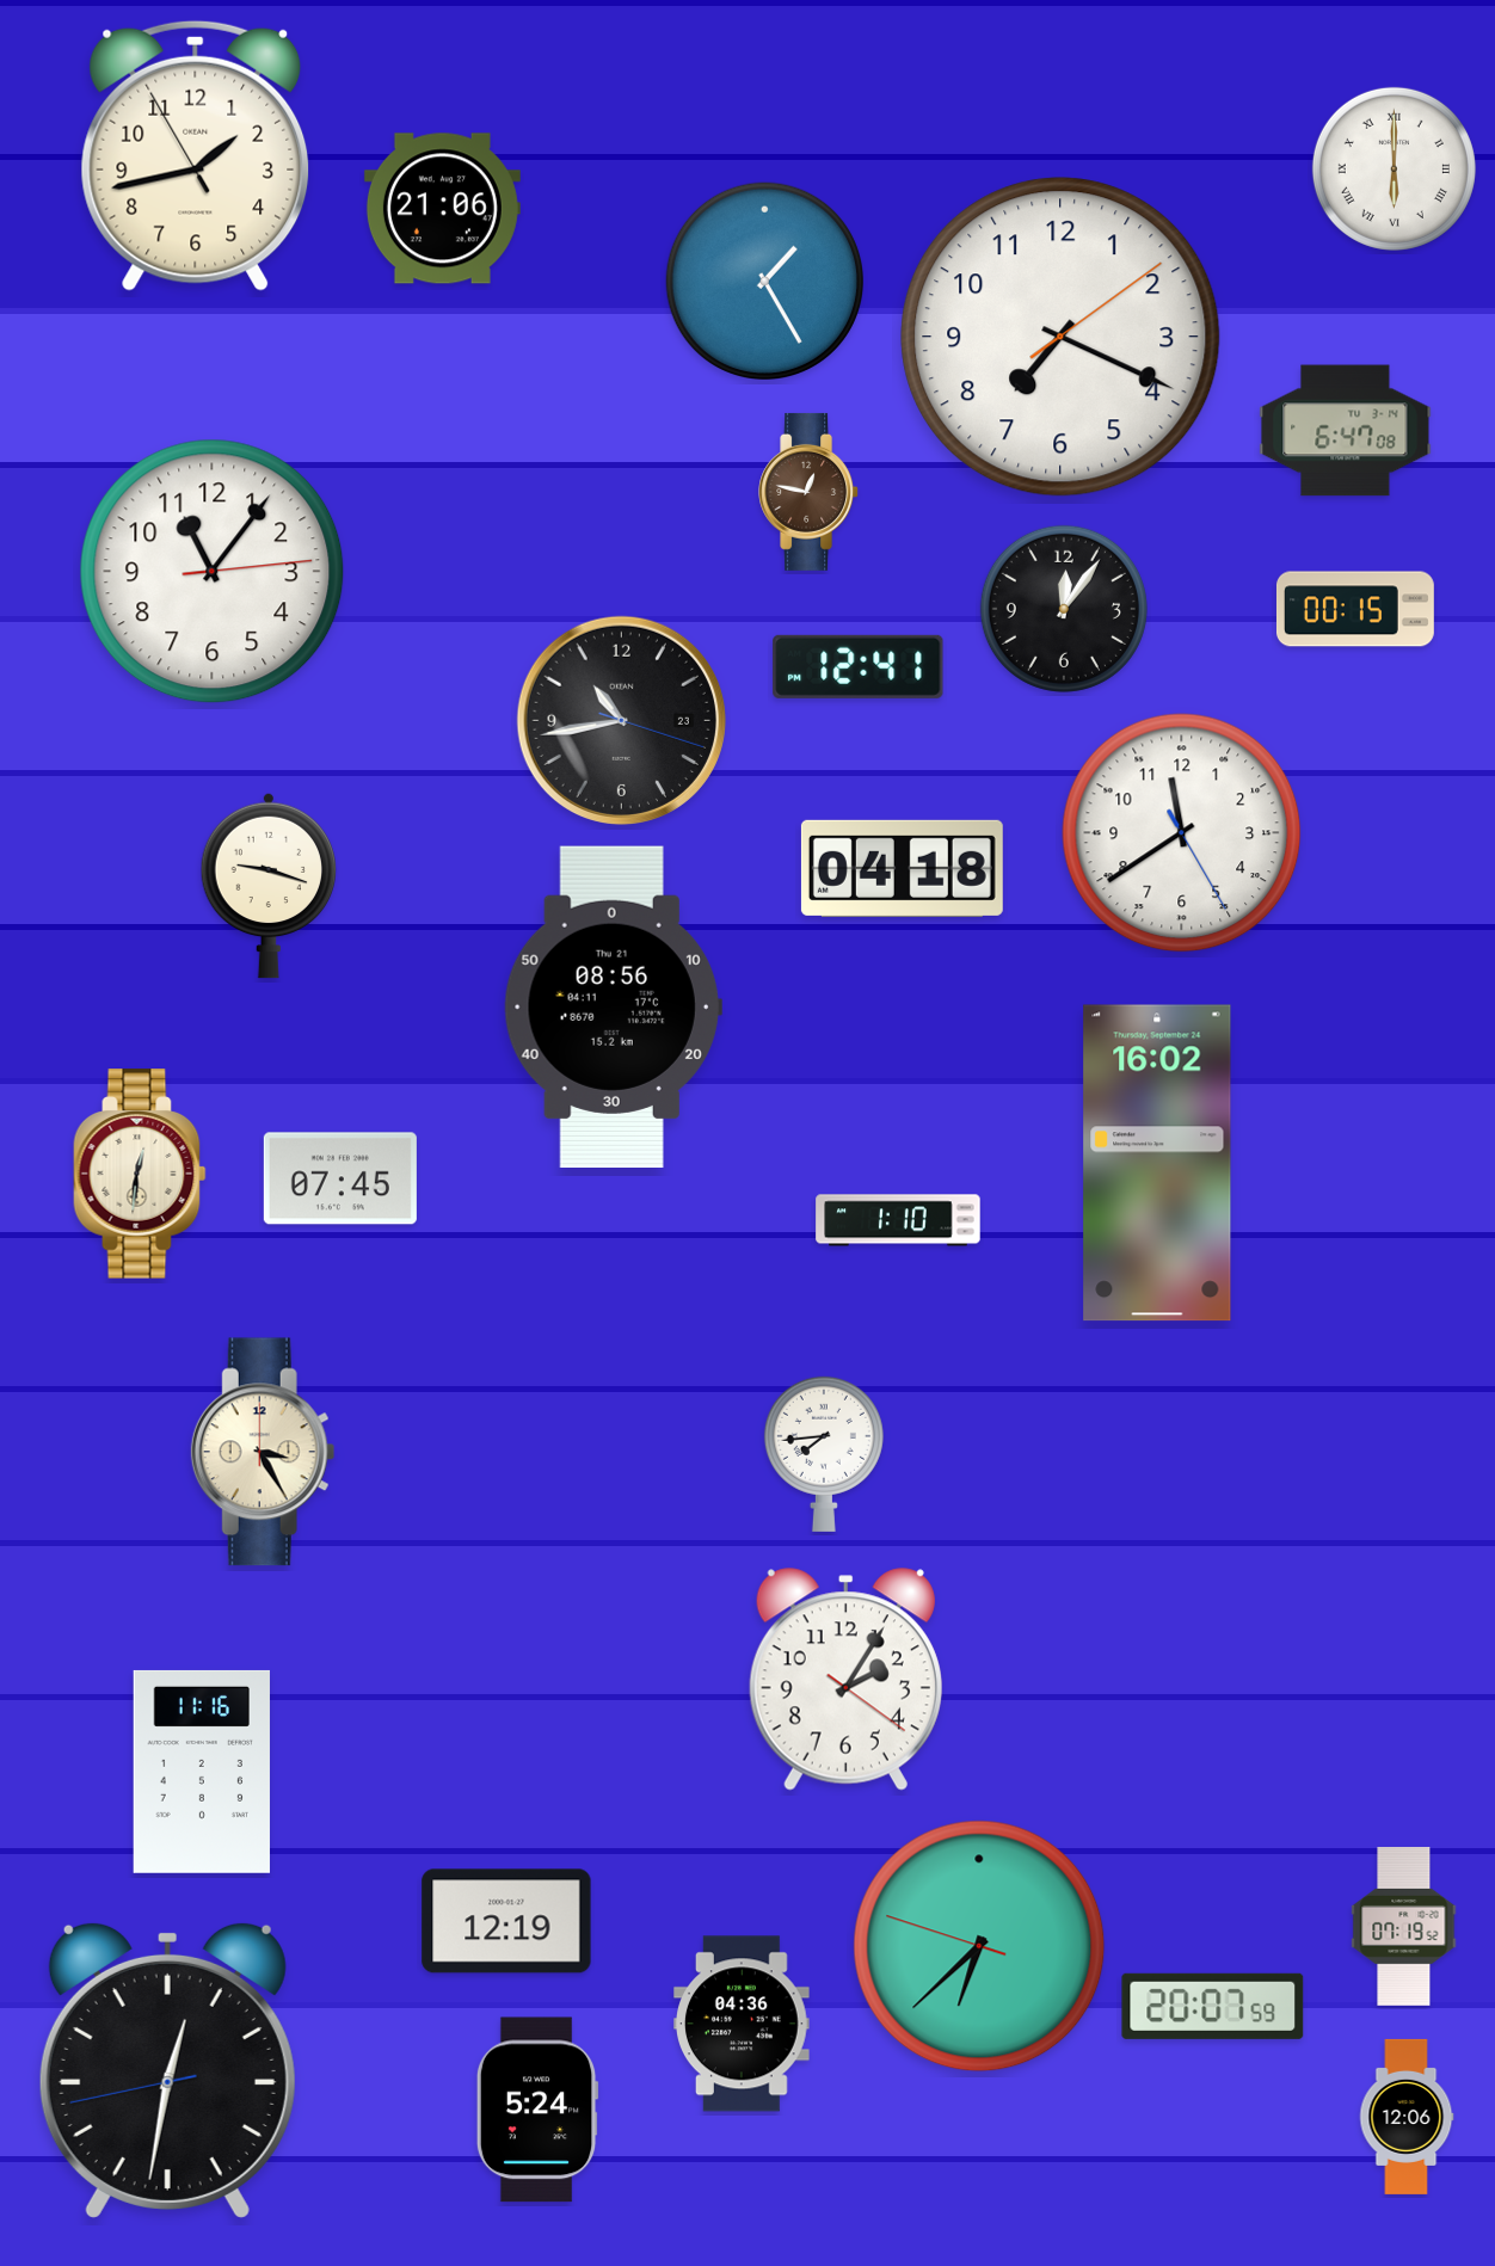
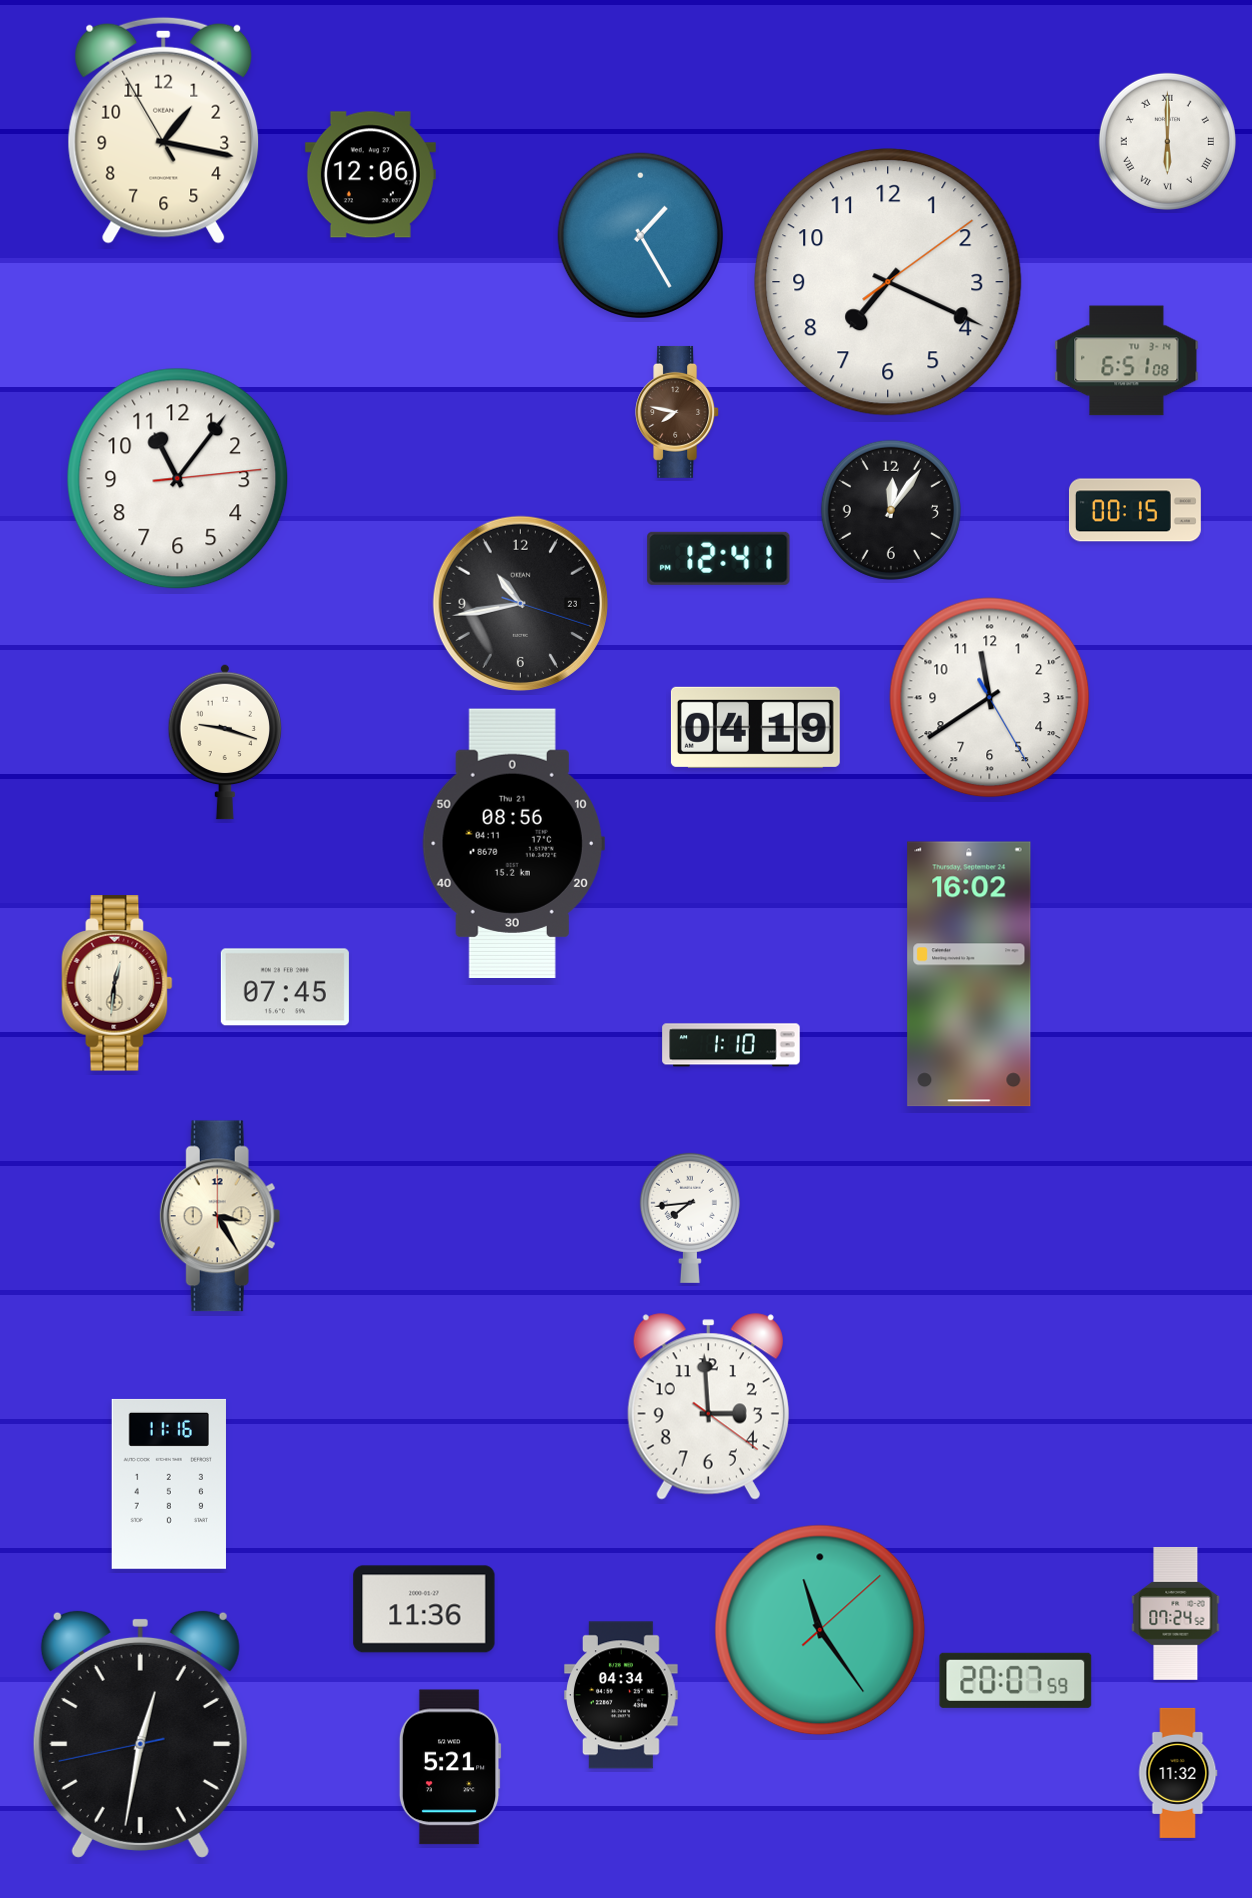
clock at (196, 155): 1:42 -> 1:16
clock at (442, 209): 21:06 -> 12:06
clock at (1346, 431): 6:47 -> 6:51
clock at (810, 492): 12:47 -> 7:47
clock at (902, 868): 04:18 -> 04:19
clock at (898, 1220) position: (898, 1220) -> (731, 1045)
clock at (845, 1680): 2:05 -> 2:59
clock at (506, 1921): 12:19 -> 11:36
clock at (1404, 1926): 07:19 -> 07:24
clock at (979, 1946): 6:37 -> 11:24
clock at (743, 2024): 04:36 -> 04:34
clock at (537, 2110): 5:24 -> 5:21
clock at (1407, 2117): 12:06 -> 11:32
